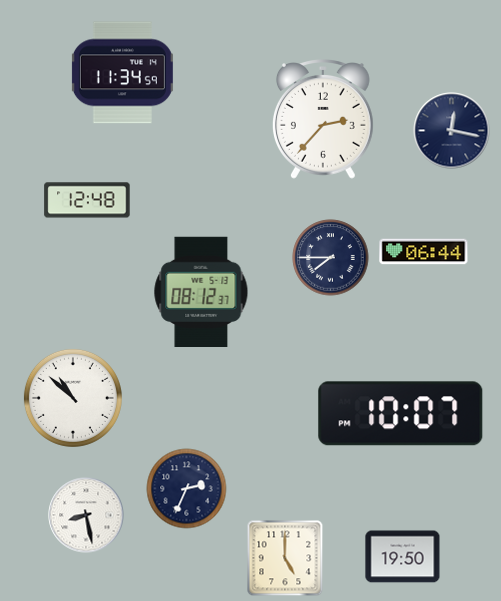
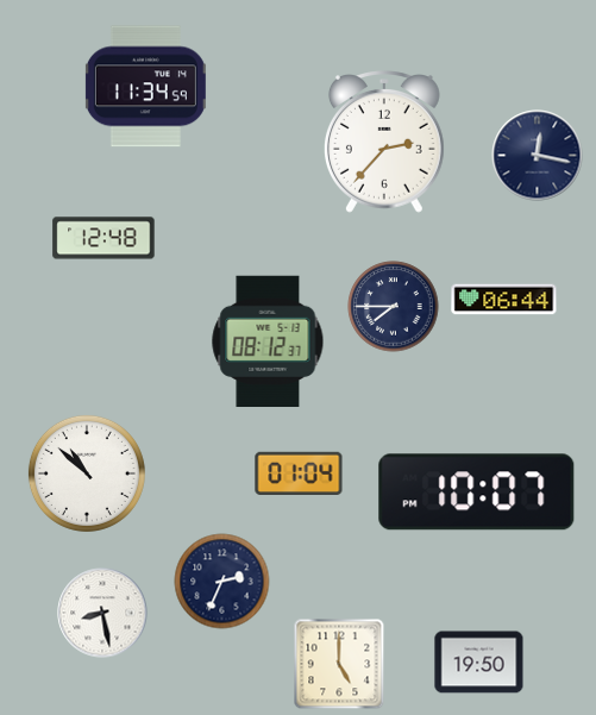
clock at (201, 291) position: (201, 291) -> (268, 340)
clock at (299, 472): none -> 01:04
